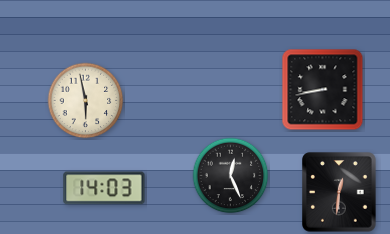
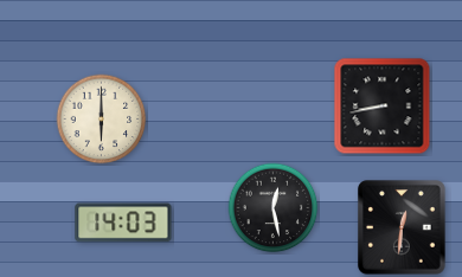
clock at (86, 101): 5:58 -> 6:00
clock at (231, 176): 12:26 -> 12:28
